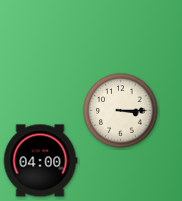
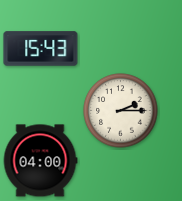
clock at (41, 49): none -> 15:43
clock at (121, 111): 3:15 -> 2:15
